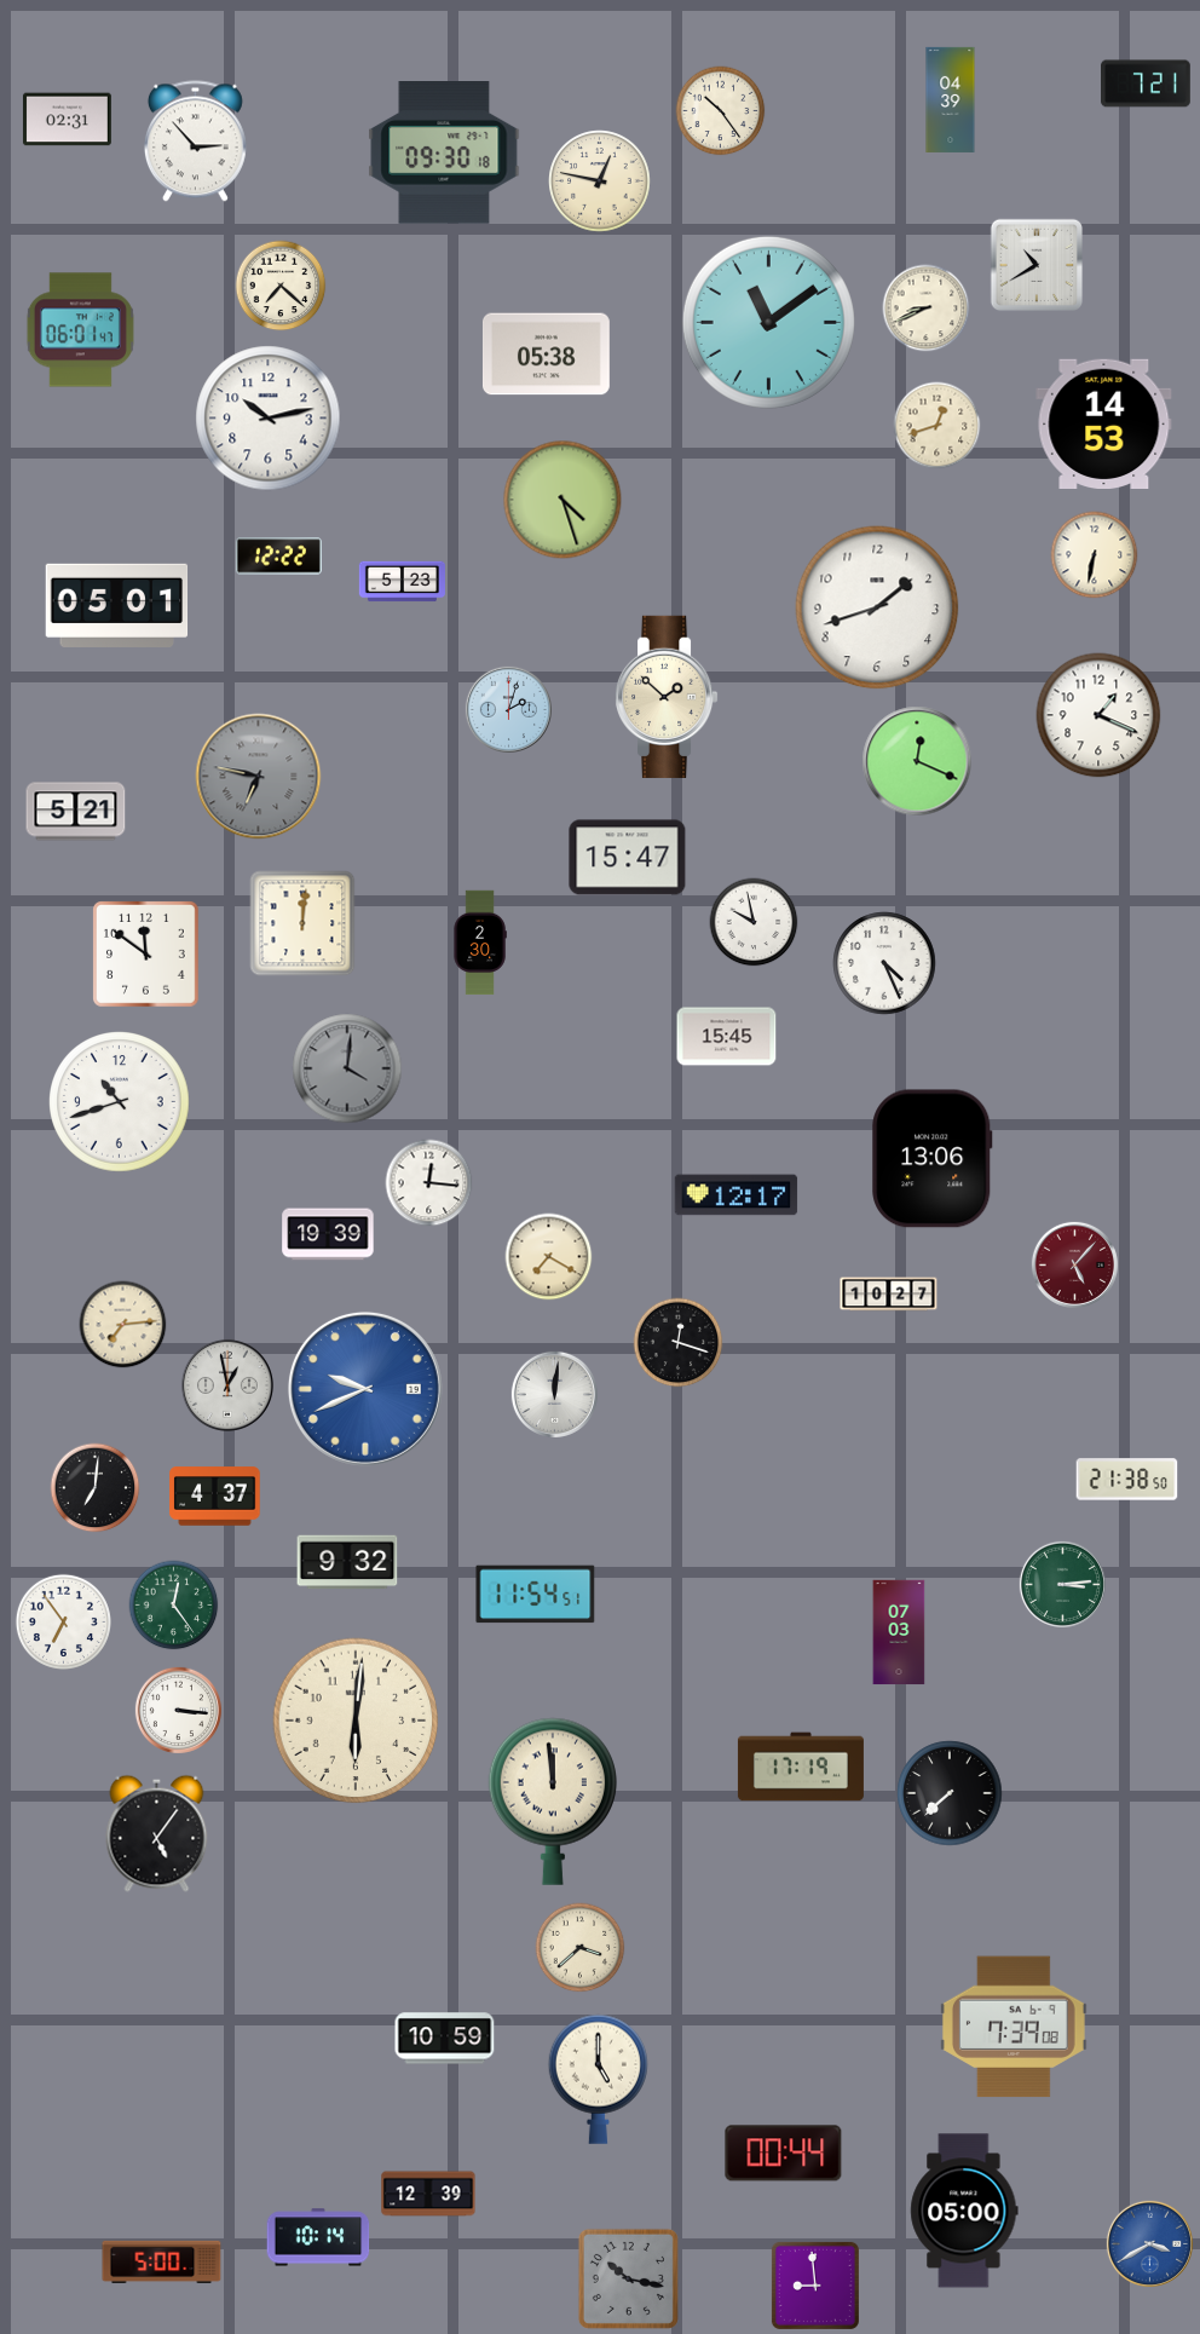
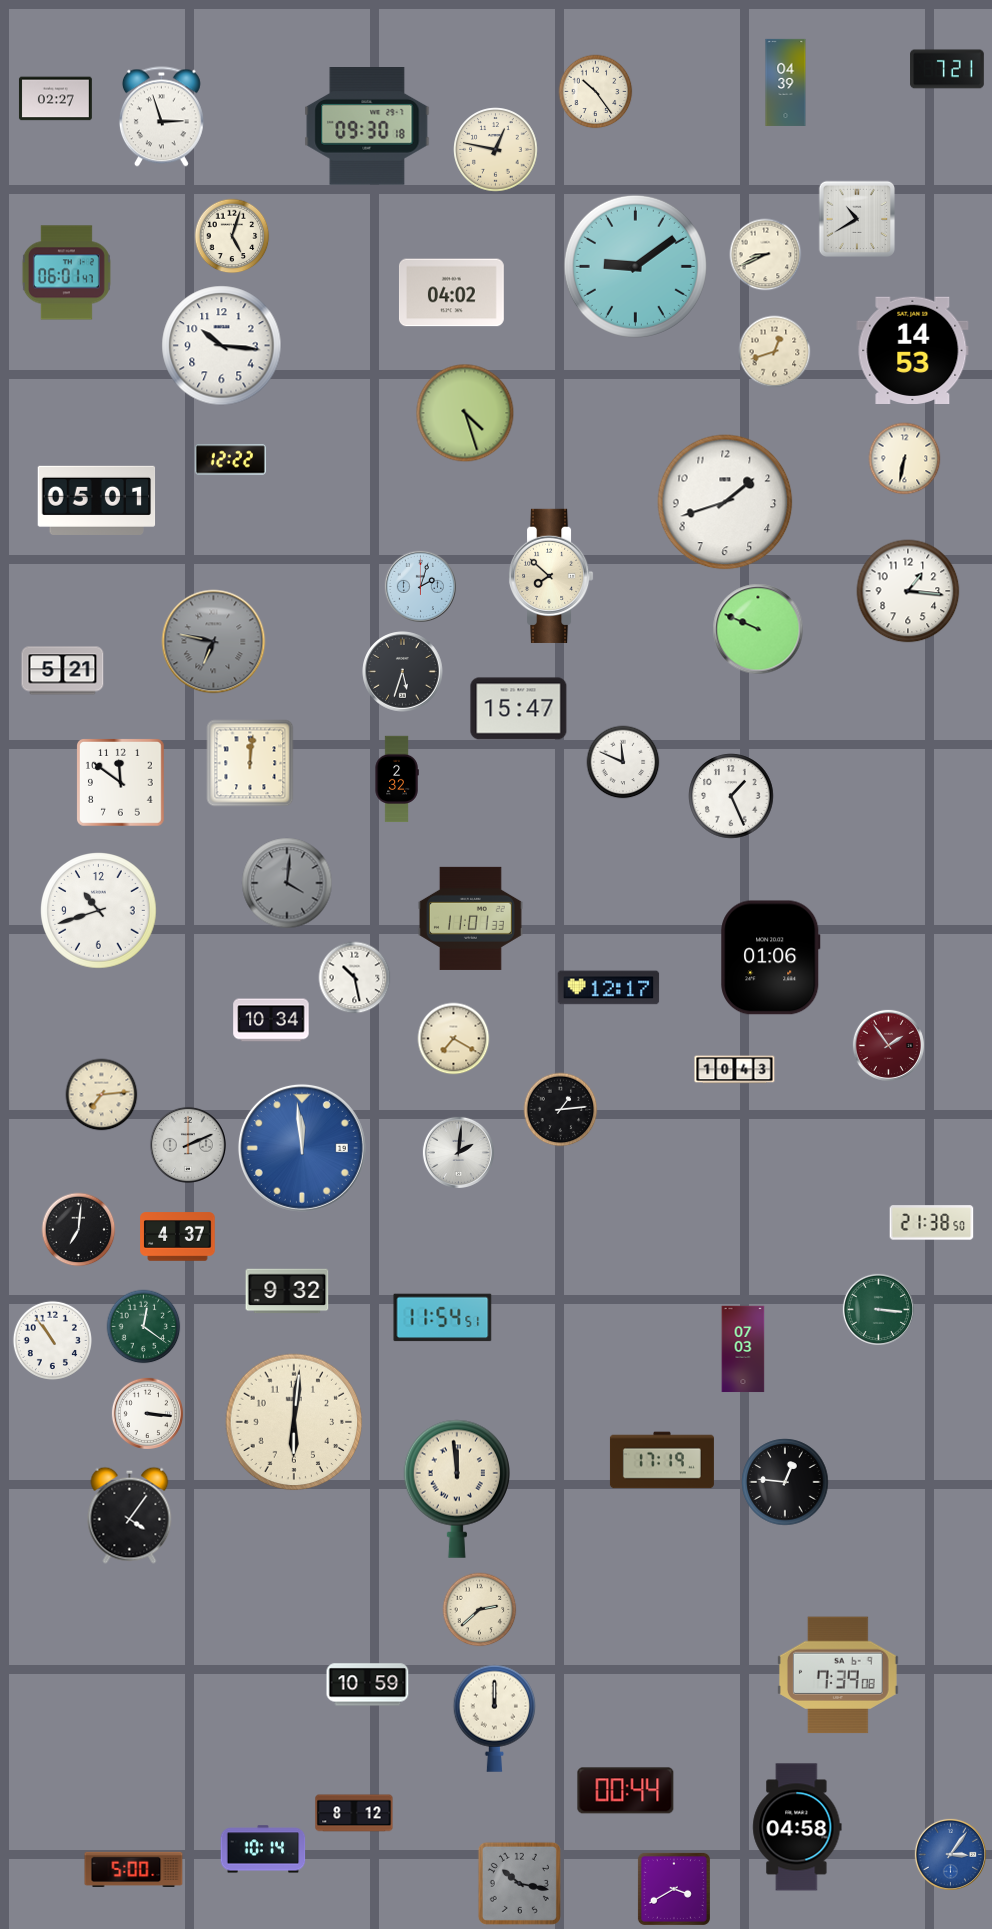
clock at (67, 120): 02:31 -> 02:27
clock at (195, 142): 2:53 -> 2:57
clock at (281, 286): 7:22 -> 5:03
clock at (768, 322): 11:09 -> 9:09
clock at (546, 355): 05:38 -> 04:02
clock at (269, 419): 10:13 -> 10:16
clock at (402, 582): 5:23 -> none
clock at (667, 697): 1:52 -> 7:52
clock at (1098, 715): 1:19 -> 1:16
clock at (917, 761): 12:19 -> 9:49
clock at (403, 672): none -> 5:33
clock at (754, 922): 9:58 -> 11:49
clock at (480, 943): 2:30 -> 2:32
clock at (146, 955) position: (146, 955) -> (121, 783)
clock at (884, 963): 4:26 -> 1:26
clock at (727, 1037): 15:45 -> none
clock at (470, 918): none -> 11:01
clock at (933, 1159): 13:06 -> 01:06
clock at (429, 1183): 12:16 -> 10:28
clock at (328, 1234): 19:39 -> 10:34
clock at (1074, 1264): 5:07 -> 1:54
clock at (889, 1295): 10:27 -> 10:43
clock at (679, 1343): 12:18 -> 1:14
clock at (227, 1385): 12:58 -> 2:11
clock at (365, 1389): 9:41 -> 11:59
clock at (554, 1394): 12:01 -> 2:01
clock at (1062, 1584): 3:14 -> 3:16
clock at (174, 1606): 12:24 -> 12:21
clock at (63, 1621): 6:54 -> 10:54
clock at (950, 1793): 7:38 -> 12:46
clock at (157, 1833): 5:06 -> 4:06
clock at (581, 1948): 3:38 -> 2:38
clock at (598, 2079): 5:00 -> 12:00
clock at (784, 2154) position: (784, 2154) -> (626, 1791)
clock at (428, 2194): 12:39 -> 8:12
clock at (964, 2211): 05:00 -> 04:58
clock at (1149, 2243): 3:40 -> 3:06
clock at (815, 2286): 8:59 -> 3:40
